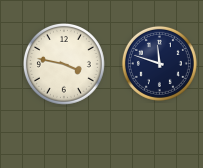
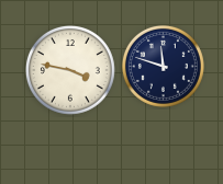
clock at (159, 63) position: (159, 63) -> (163, 66)
